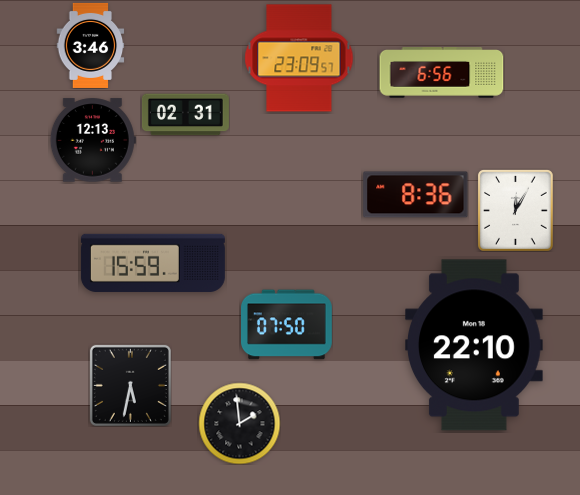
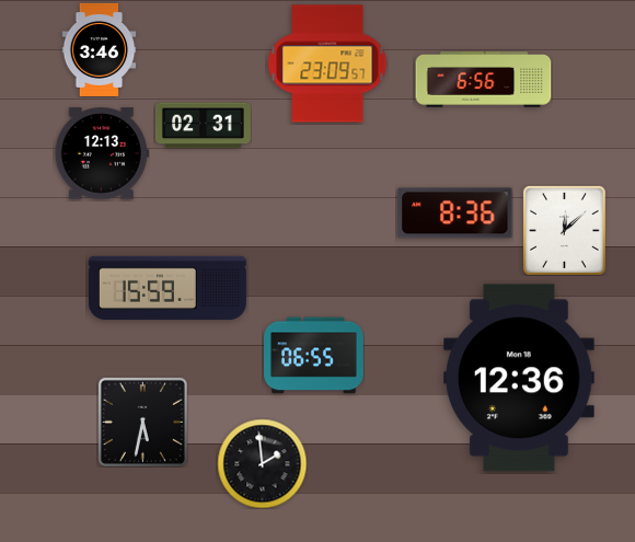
clock at (515, 210): 12:05 -> 12:08
clock at (287, 325): 07:50 -> 06:55
clock at (475, 345): 22:10 -> 12:36
